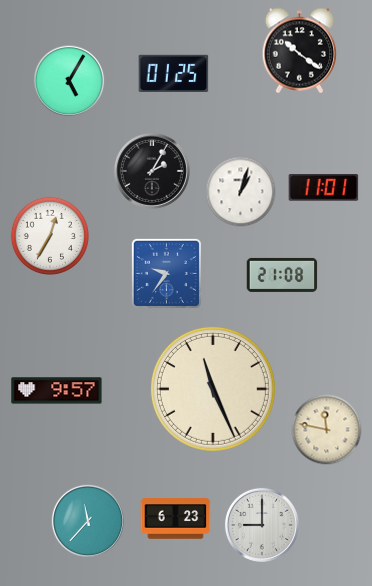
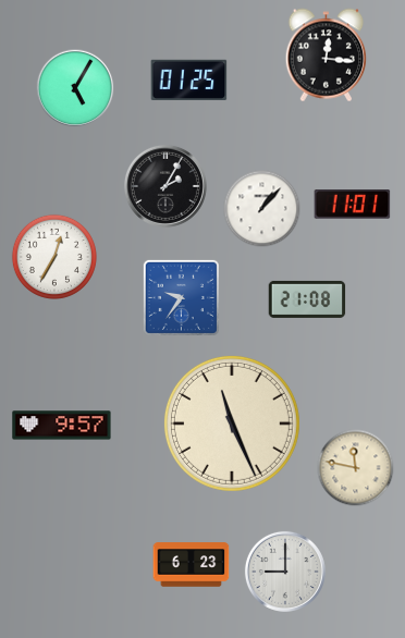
clock at (300, 51): 10:21 -> 12:16
clock at (241, 192): 1:03 -> 1:07
clock at (87, 520): 11:37 -> none
